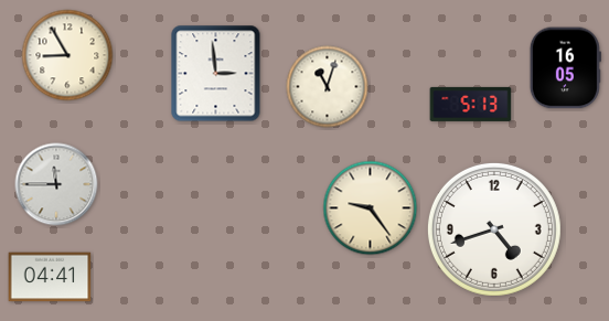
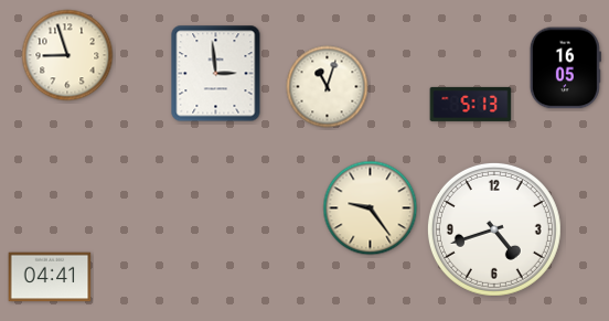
clock at (67, 55): 8:55 -> 8:57
clock at (56, 184): 11:45 -> none
